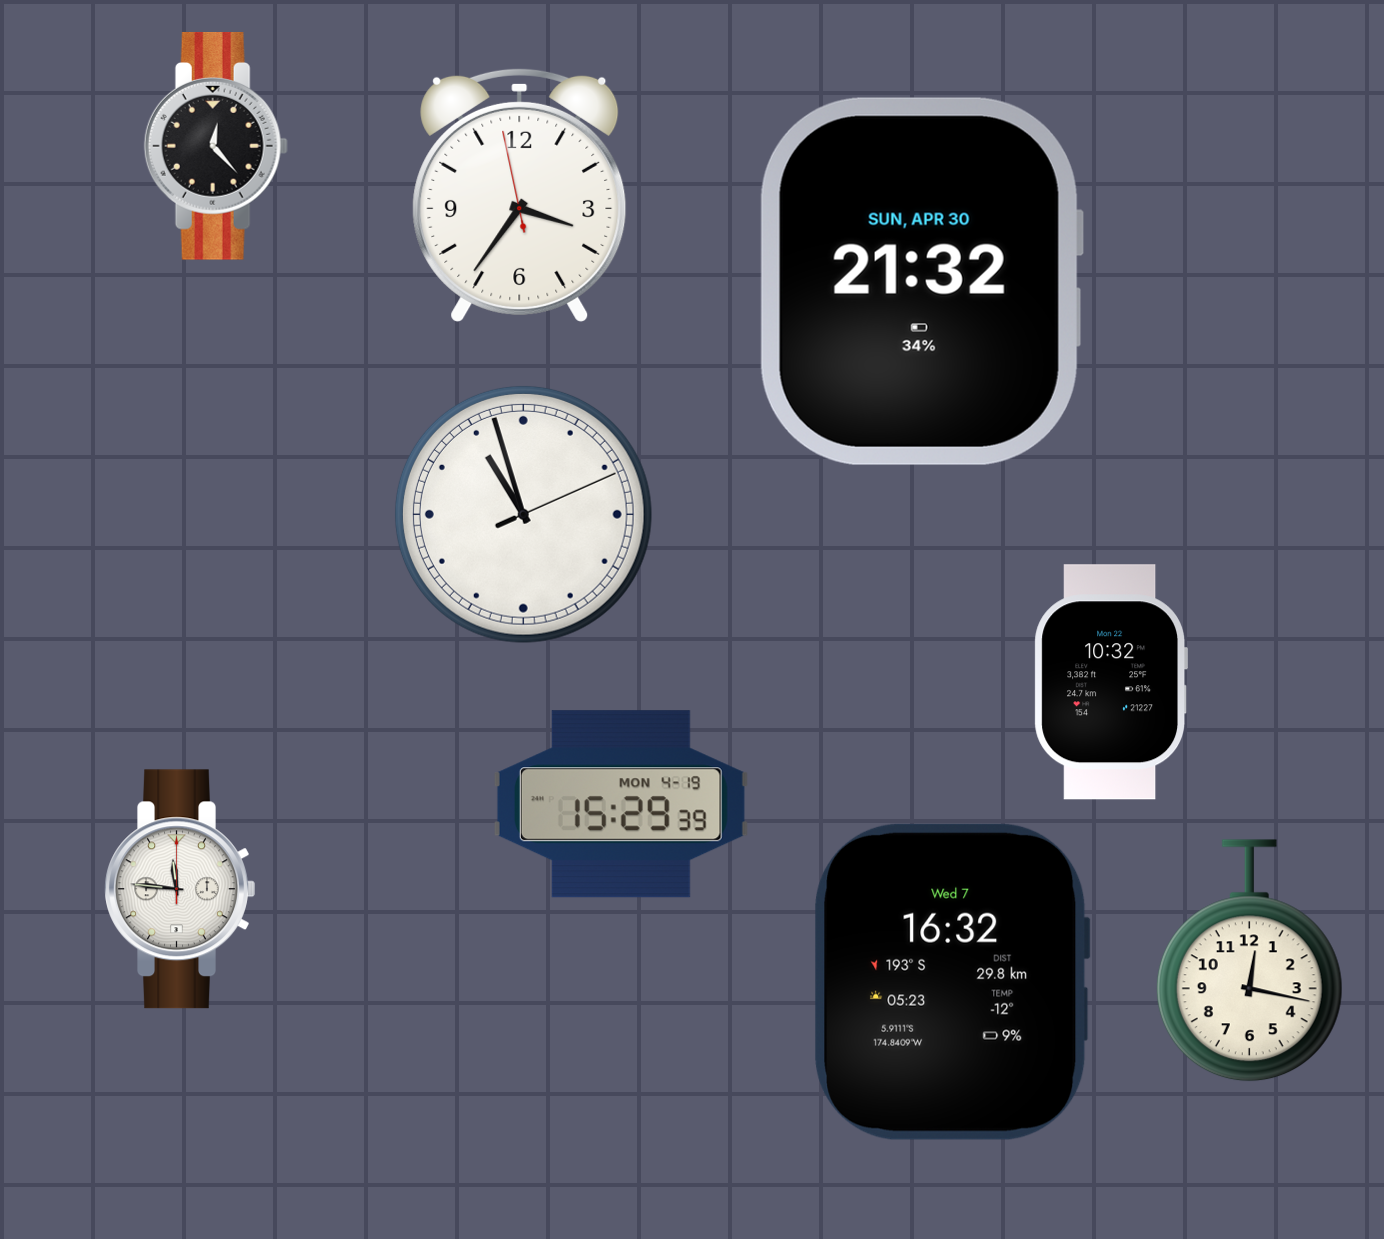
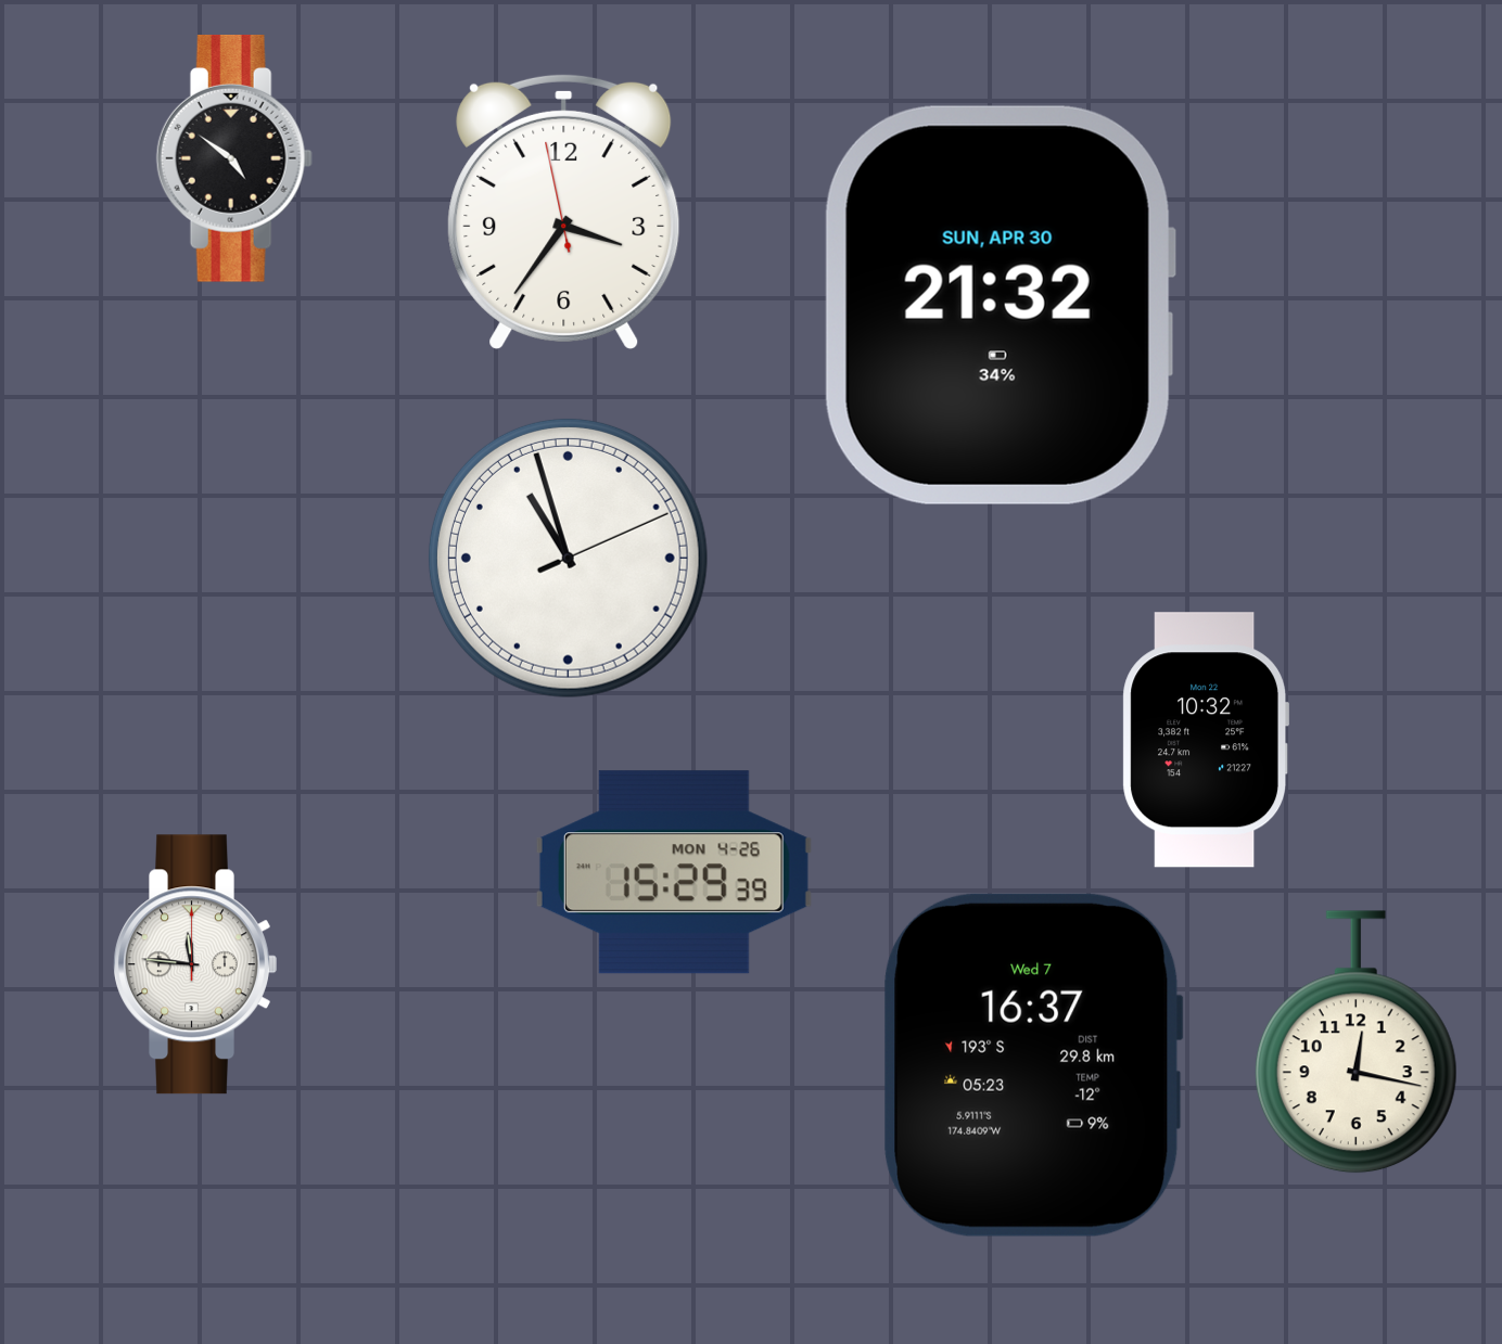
clock at (216, 147): 12:23 -> 4:51
clock at (621, 804) date: MON 4-19 -> MON 4-26
clock at (952, 982): 16:32 -> 16:37
